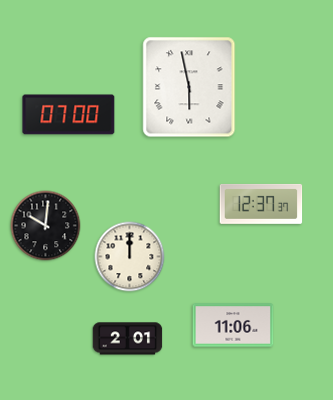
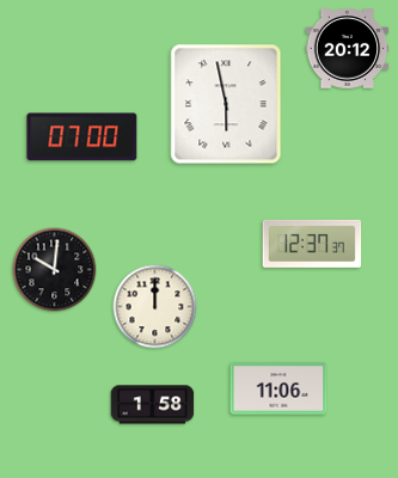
clock at (348, 49): none -> 20:12
clock at (128, 339): 2:01 -> 1:58
